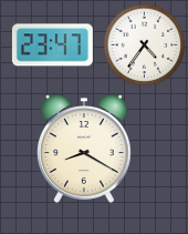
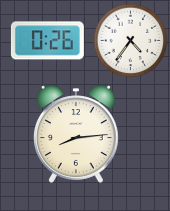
clock at (52, 45): 23:47 -> 0:26
clock at (84, 149): 8:20 -> 8:14
